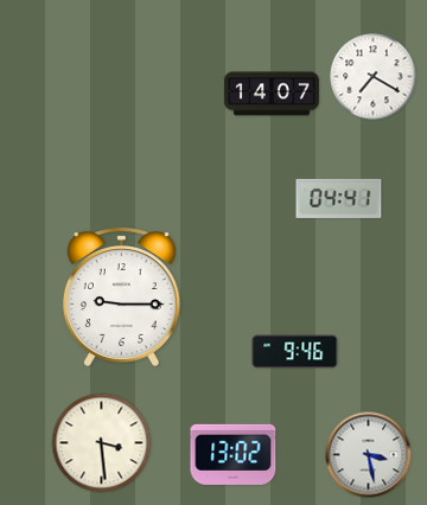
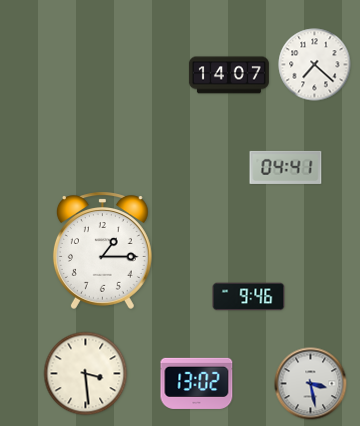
clock at (374, 77): 7:20 -> 7:22
clock at (272, 94) position: (272, 94) -> (229, 75)
clock at (121, 296): 9:15 -> 1:15
